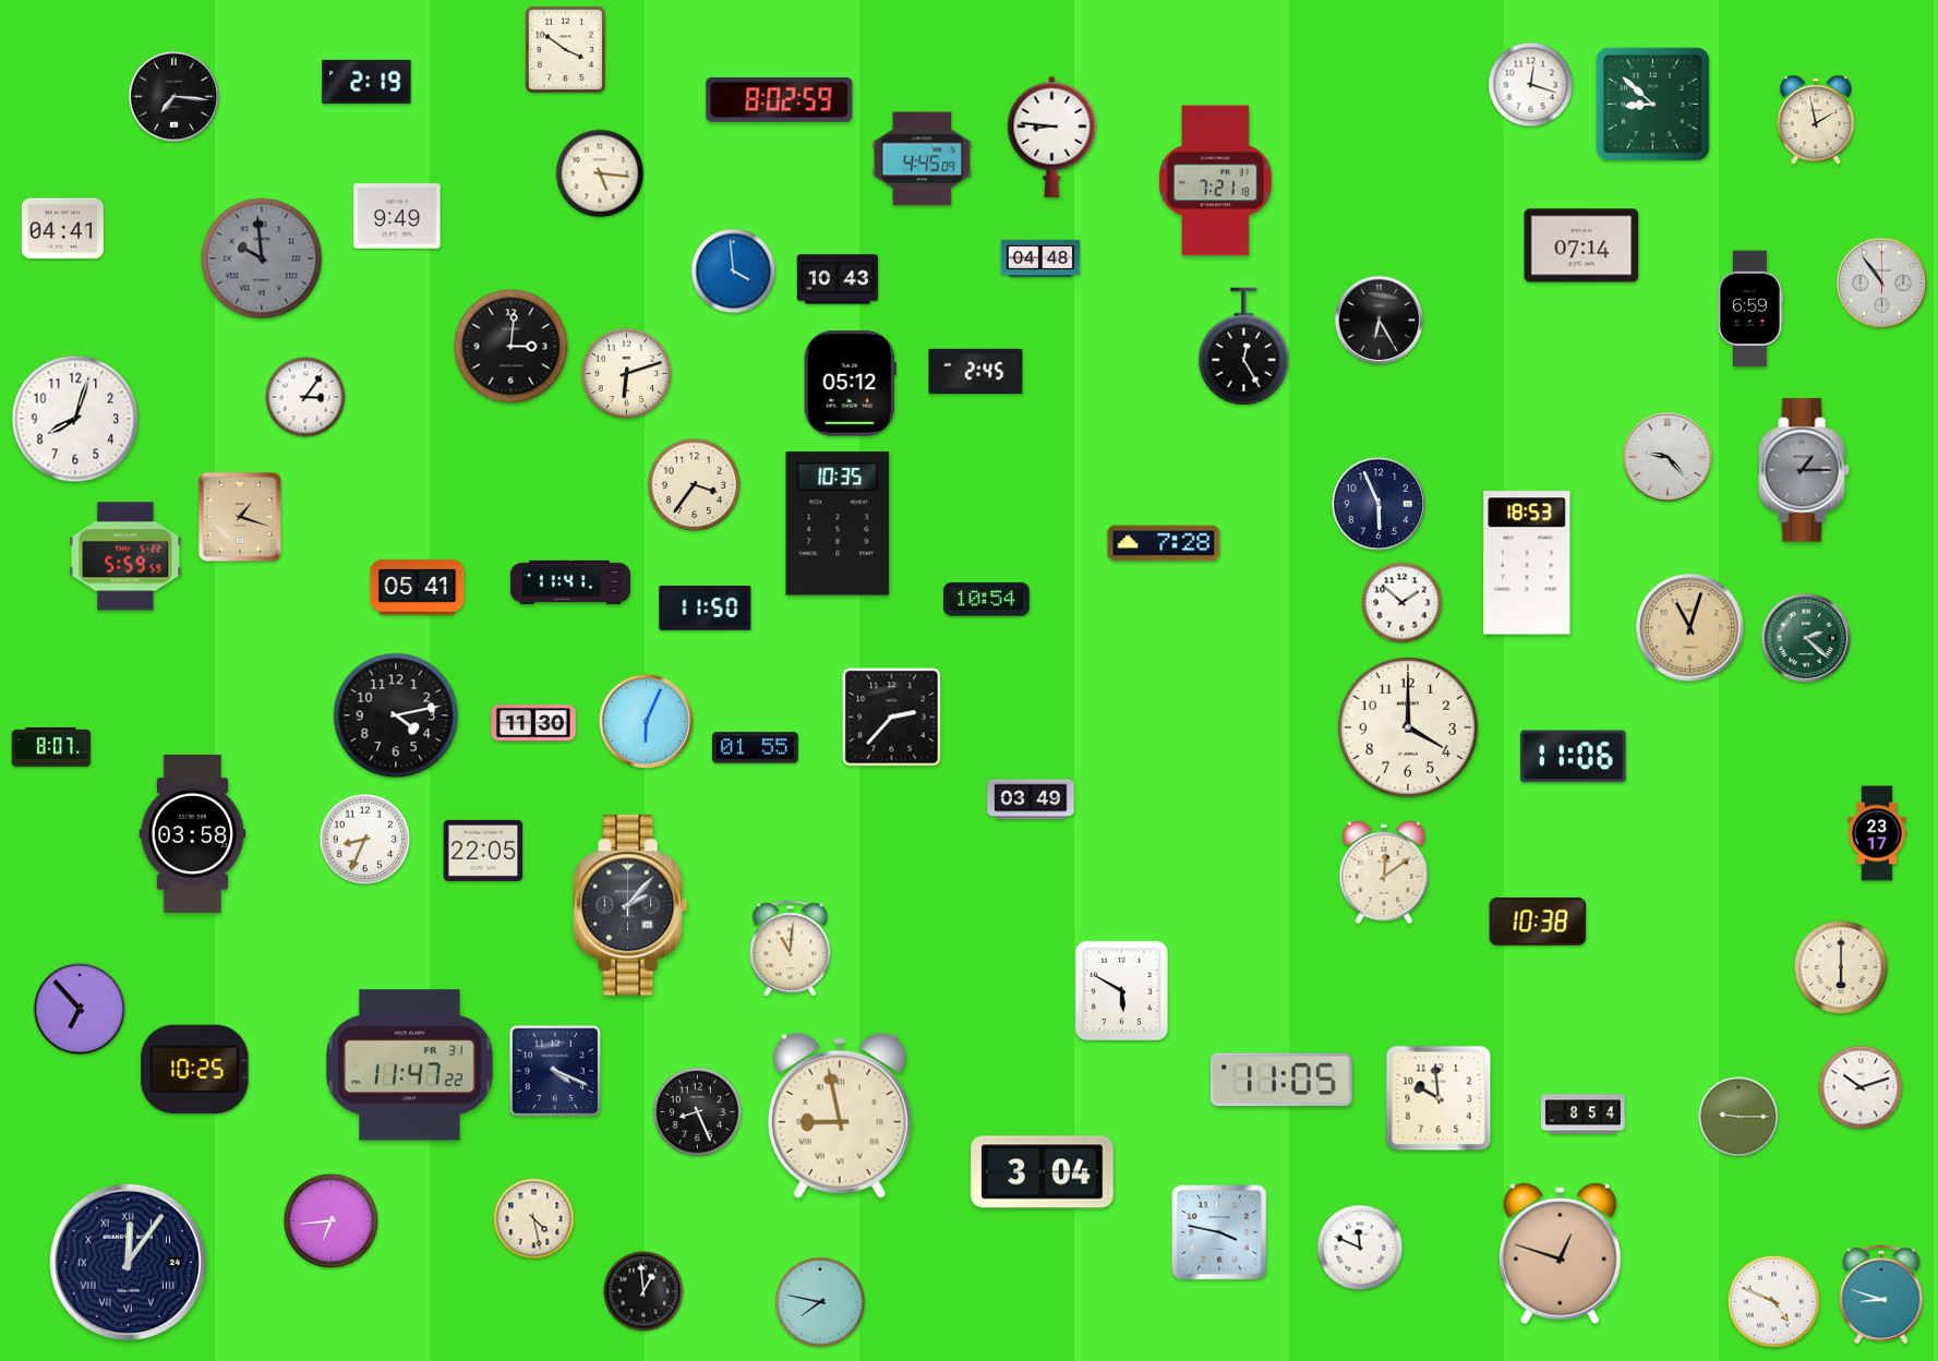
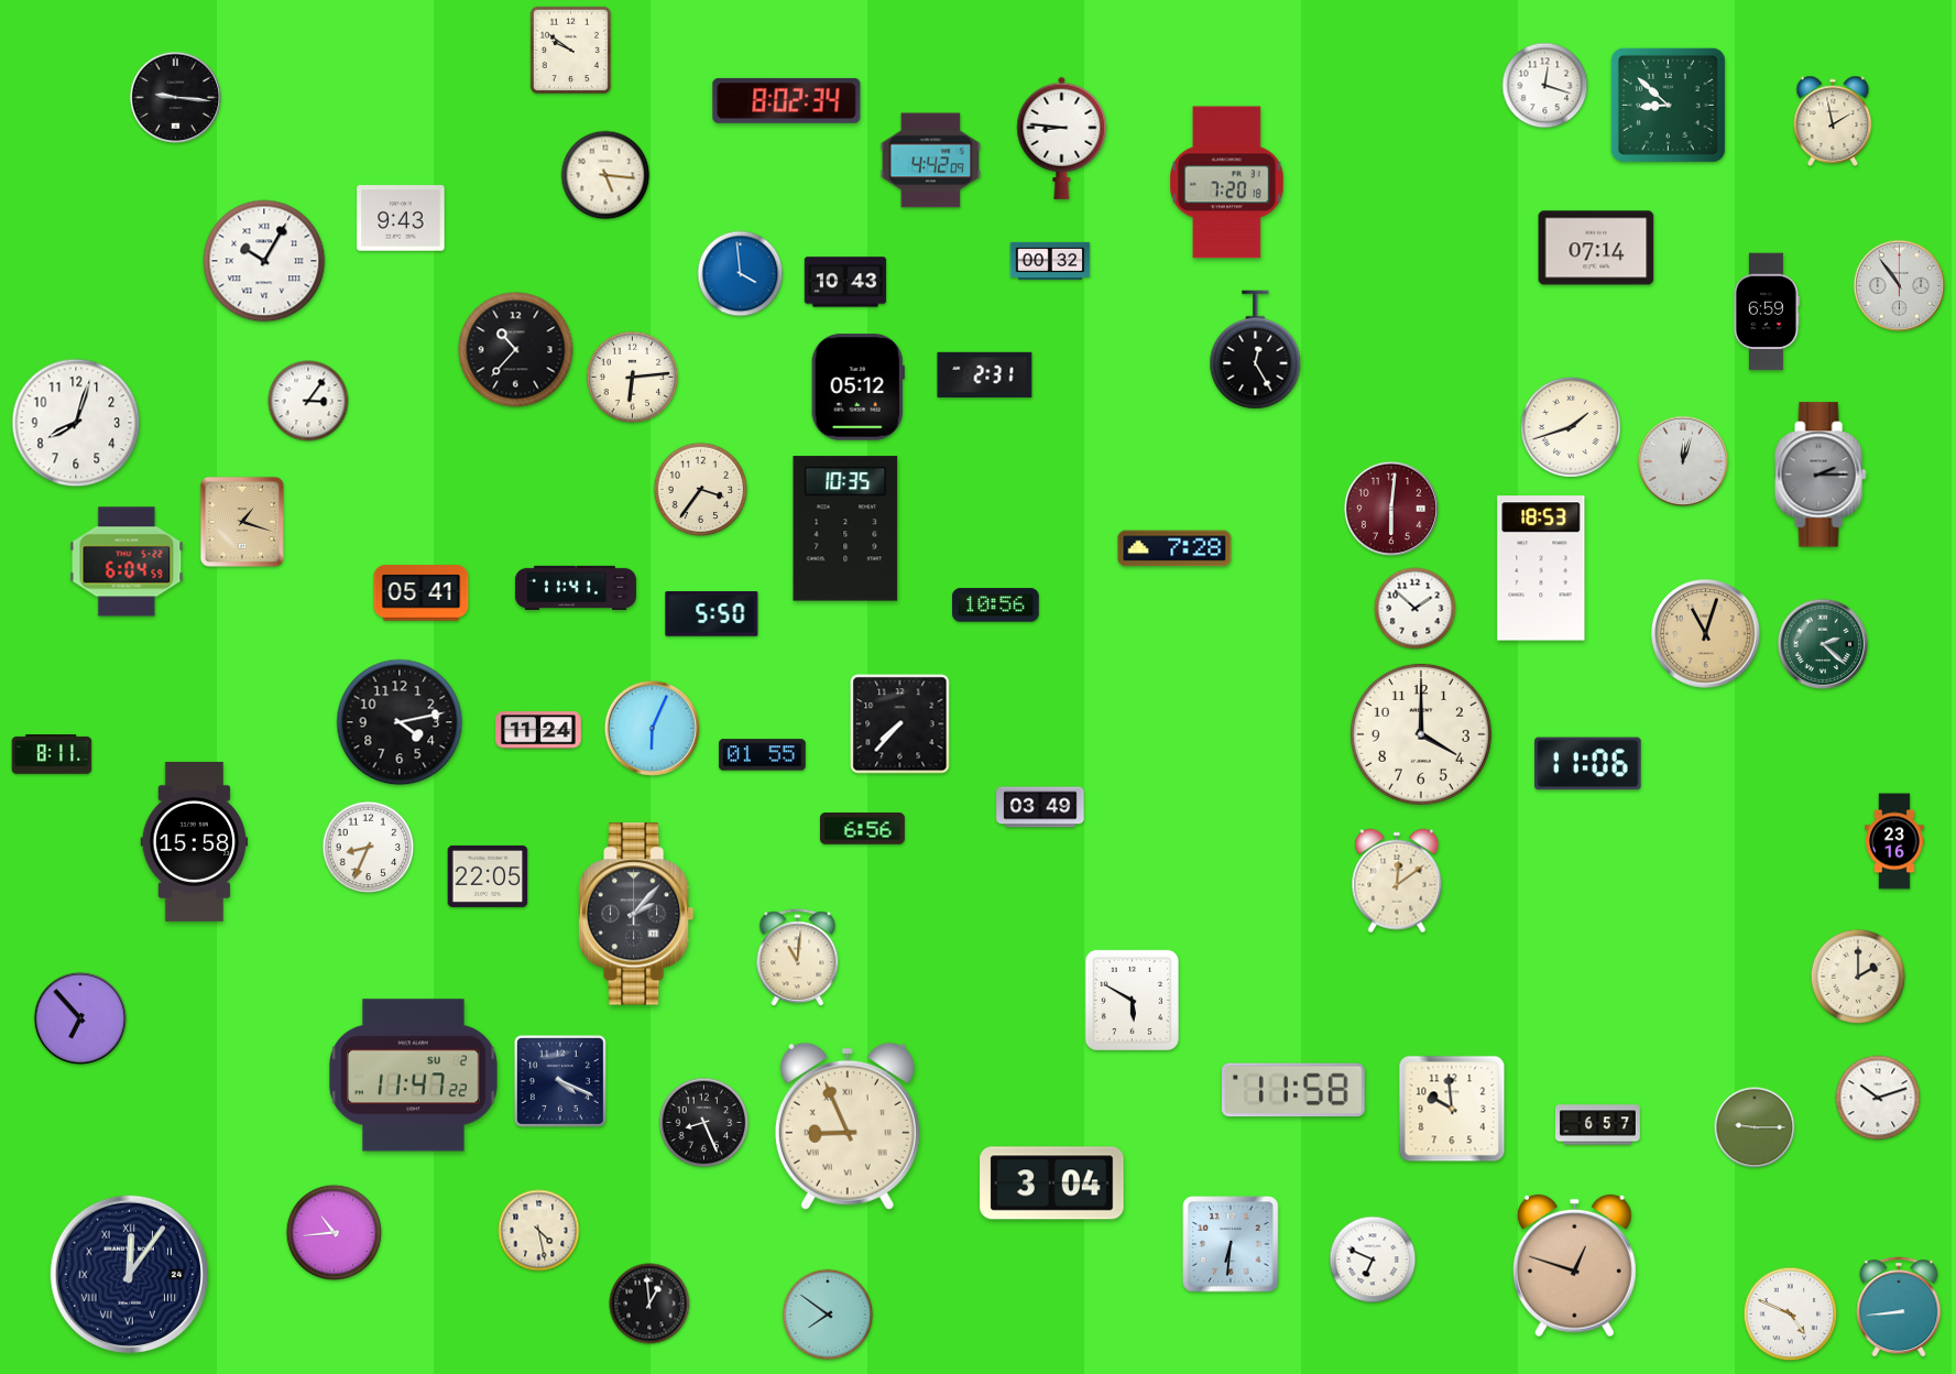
clock at (566, 50): 3:51 -> 9:51
clock at (366, 82): 2:19 -> none
clock at (174, 97): 7:16 -> 9:16
clock at (780, 99): 8:02:59 -> 8:02:34
clock at (922, 159): 4:45 -> 4:42
clock at (1216, 181): 7:21 -> 7:20
clock at (397, 216): 9:49 -> 9:43
clock at (62, 229): 04:41 -> none
clock at (262, 258): 9:59 -> 10:05
clock at (262, 258) dial: grey -> white
clock at (1040, 258): 04:48 -> 00:32
clock at (1380, 321): 6:25 -> none
clock at (511, 347): 3:01 -> 10:37
clock at (976, 372): 2:45 -> 2:31
clock at (627, 374): 6:12 -> 6:14
clock at (1571, 427): none -> 1:42
clock at (1668, 457): 9:23 -> 12:03
clock at (1804, 470): 1:15 -> 2:15
clock at (1377, 503): 5:56 -> 6:01
clock at (1377, 503) dial: navy -> burgundy
clock at (125, 556): 5:59 -> 6:04
clock at (987, 600): 10:54 -> 10:56
clock at (706, 609): 11:50 -> 5:50
clock at (892, 718): 2:37 -> 7:37
clock at (533, 723): 11:30 -> 11:24
clock at (51, 748): 8:07 -> 8:11
clock at (862, 829): none -> 6:56
clock at (193, 833): 03:58 -> 15:58
clock at (1877, 833): 23:17 -> 23:16
clock at (483, 851) position: (483, 851) -> (488, 876)
clock at (1538, 922): 10:38 -> none
clock at (1841, 967): 6:00 -> 2:00
clock at (410, 1065) date: FR 31 -> SU 2
clock at (195, 1069): 10:25 -> none
clock at (1283, 1080): 11:05 -> 11:58
clock at (1582, 1115): 8:54 -> 6:57
clock at (840, 1116): 8:58 -> 8:56
clock at (330, 1220): 6:44 -> 10:44
clock at (1219, 1232): 3:47 -> 6:31
clock at (1360, 1248): 11:49 -> 6:49
clock at (1881, 1294): 8:48 -> 8:44
clock at (820, 1302): 7:47 -> 7:51
